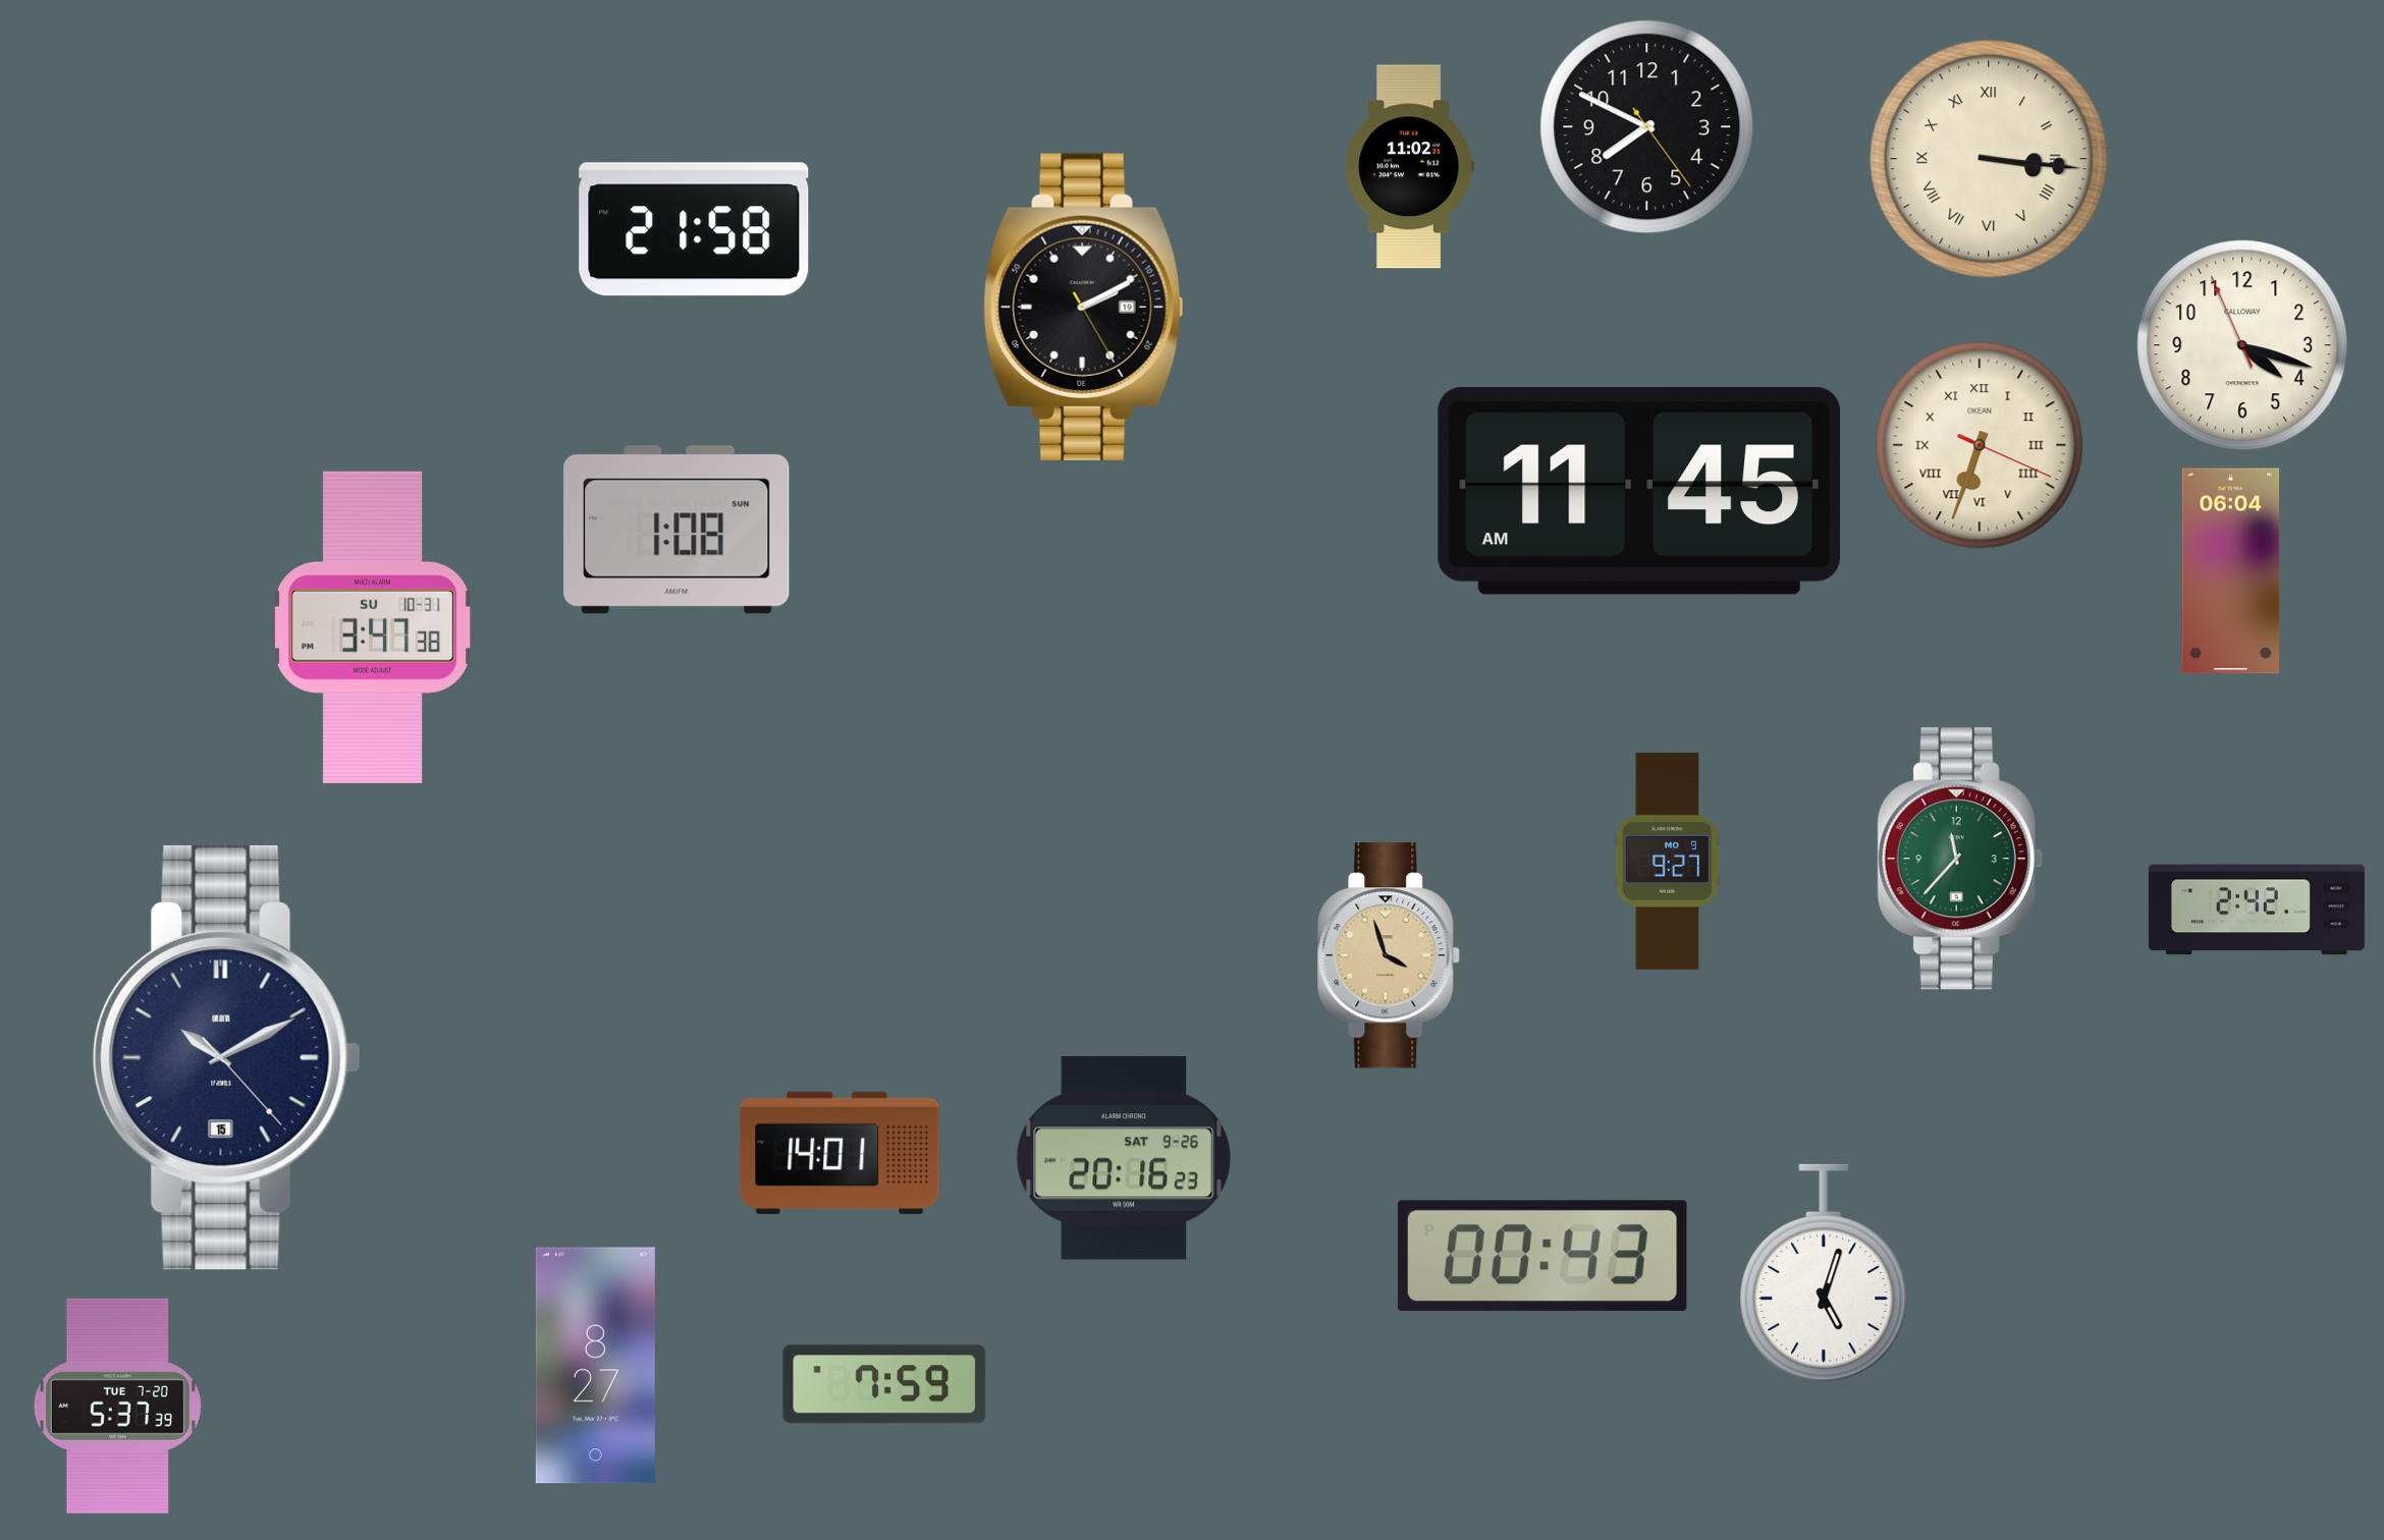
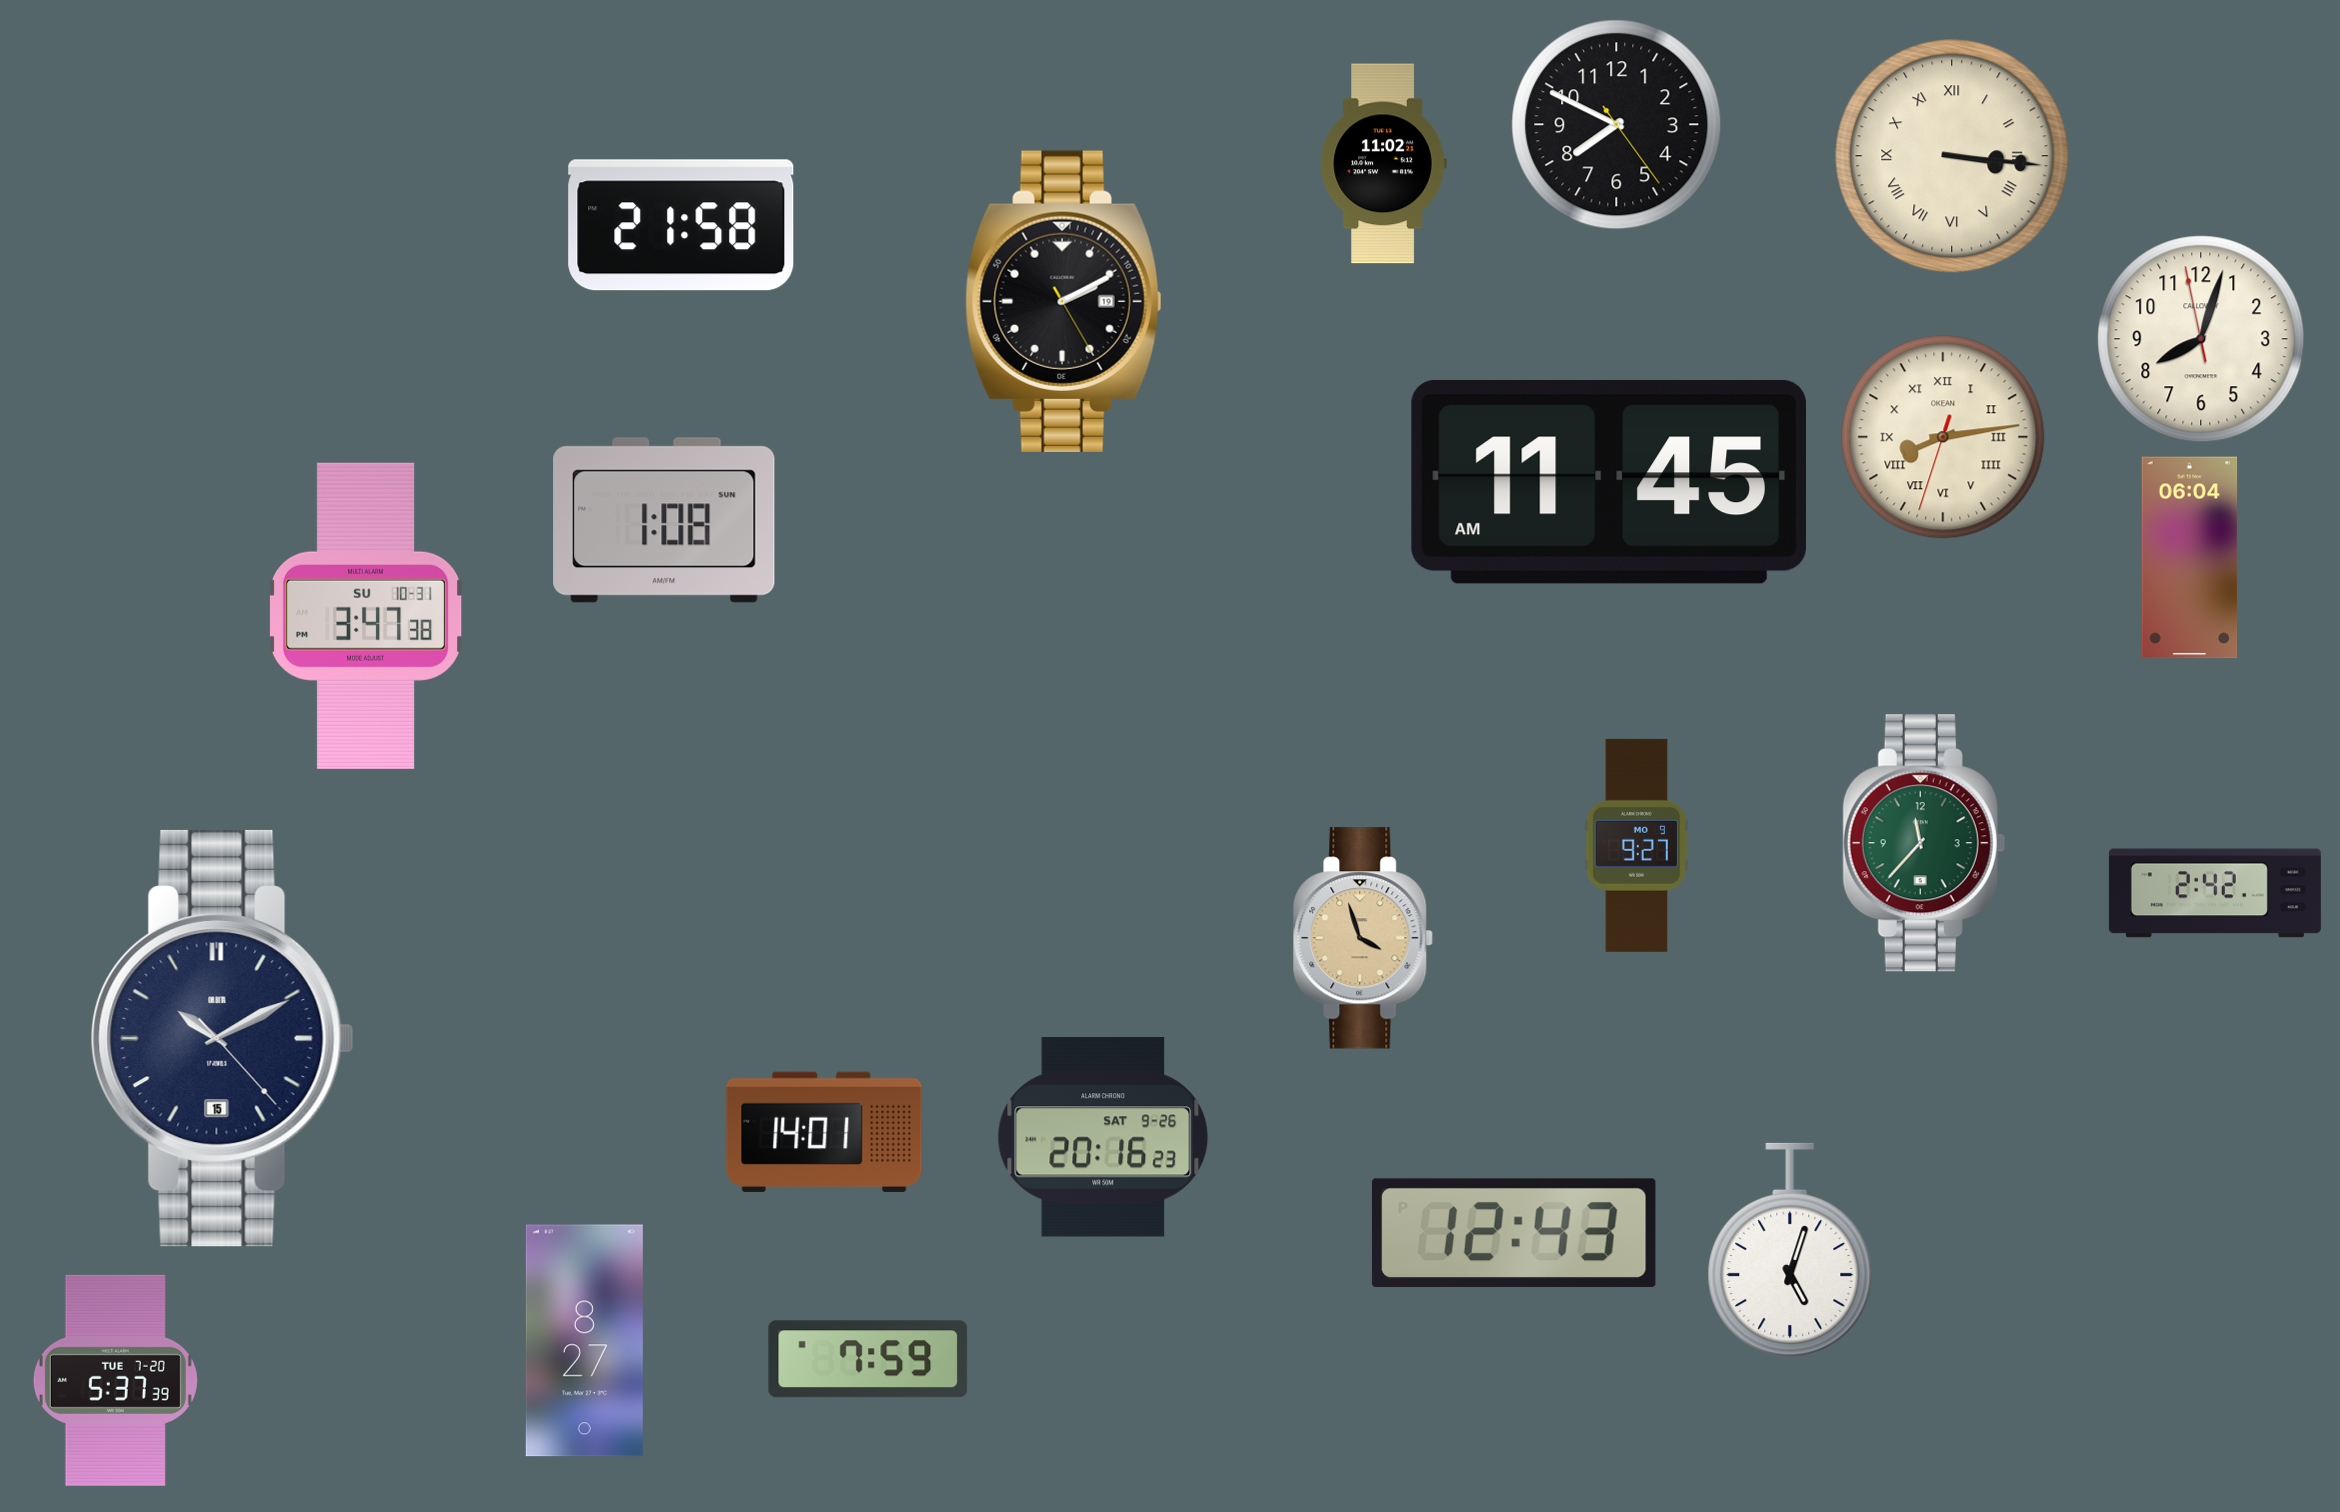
clock at (2242, 345): 4:17 -> 8:02
clock at (1980, 445): 6:33 -> 8:13
clock at (2231, 571) position: (2231, 571) -> (2190, 558)
clock at (1542, 1256): 00:43 -> 12:43
